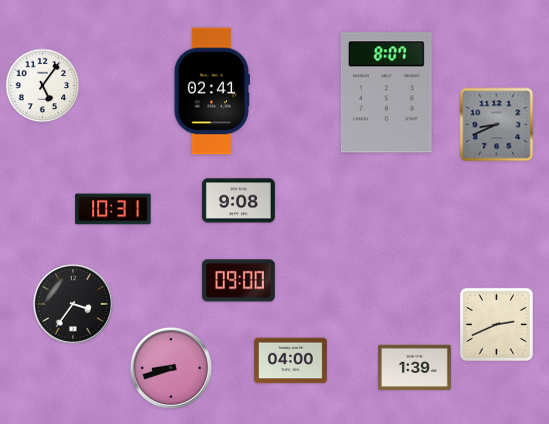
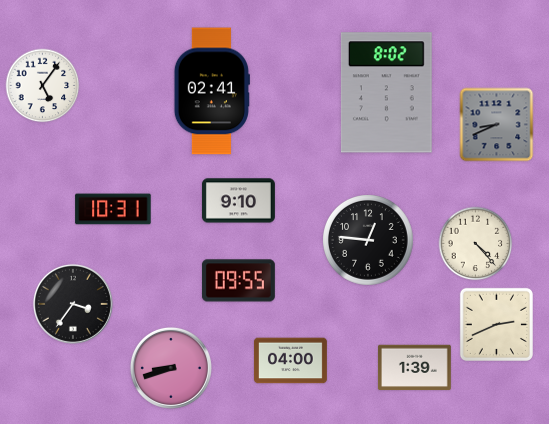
clock at (386, 93): 8:07 -> 8:02
clock at (238, 201): 9:08 -> 9:10
clock at (369, 241): none -> 12:46
clock at (476, 244): none -> 4:23
clock at (238, 281): 09:00 -> 09:55
